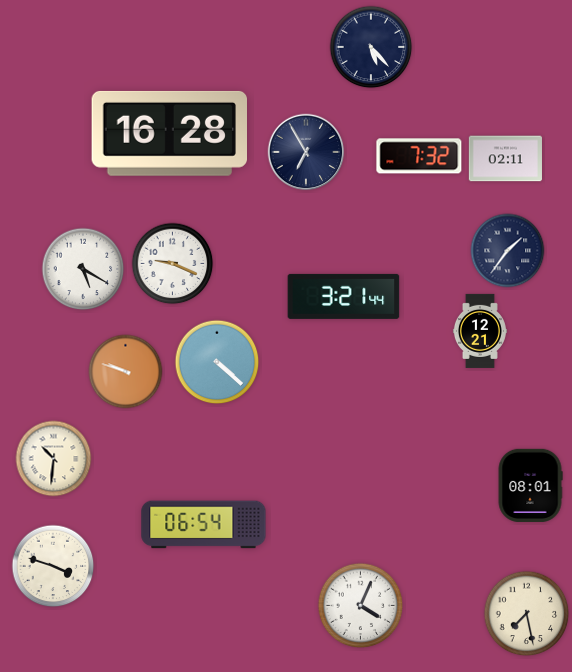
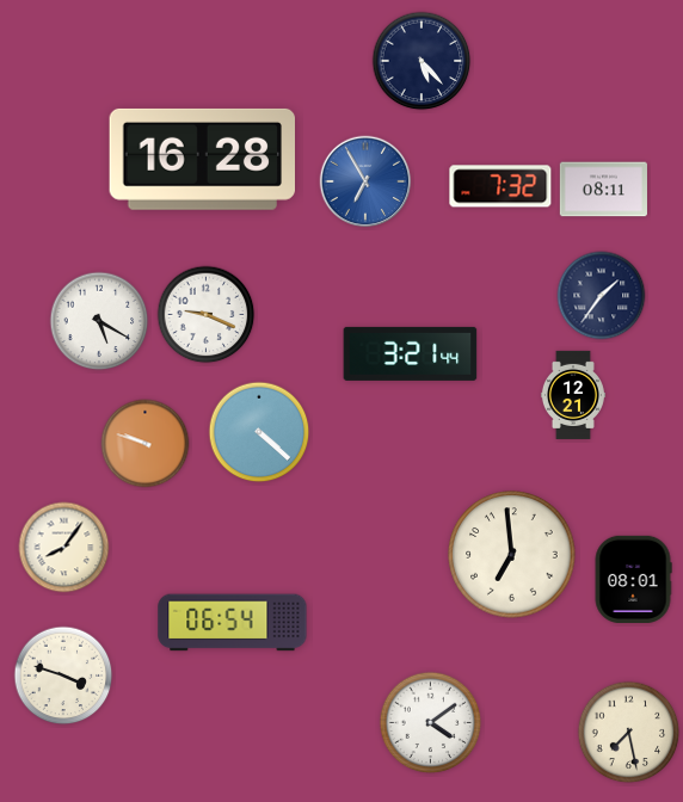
clock at (371, 47) position: (371, 47) -> (422, 61)
clock at (306, 152) dial: navy -> blue
clock at (505, 159): 02:11 -> 08:11
clock at (508, 251) position: (508, 251) -> (602, 296)
clock at (126, 372) position: (126, 372) -> (146, 444)
clock at (54, 459): 10:31 -> 8:06
clock at (512, 555): none -> 6:59
clock at (204, 525) position: (204, 525) -> (233, 623)
clock at (361, 606): 4:04 -> 4:09
